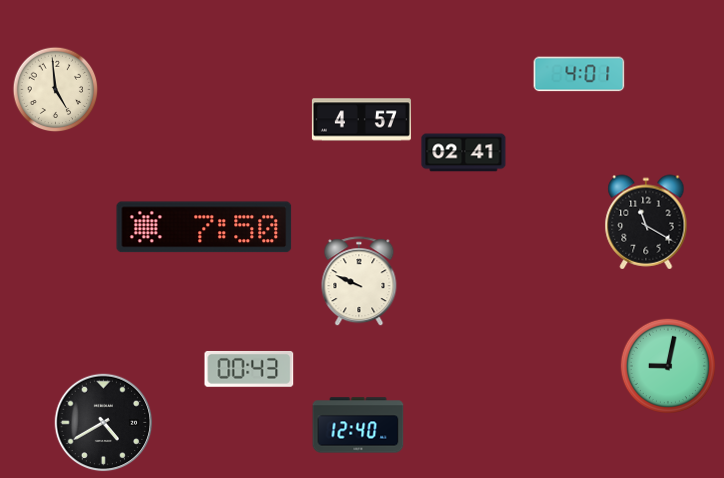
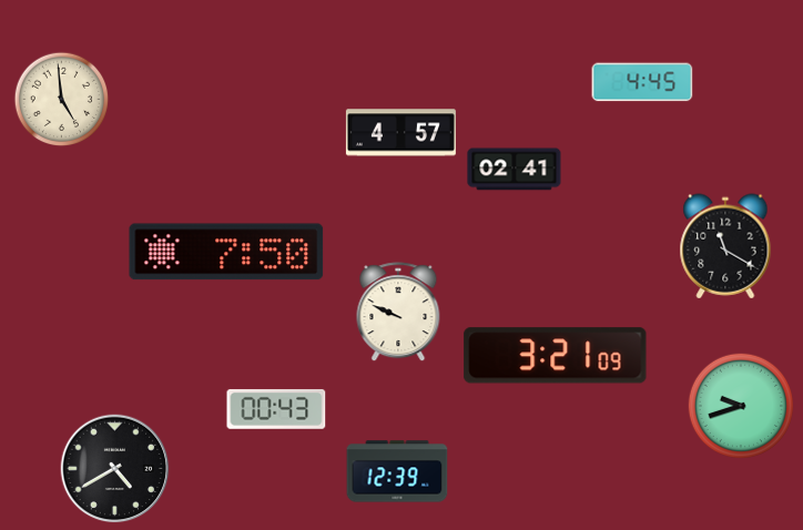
clock at (579, 74): 4:01 -> 4:45
clock at (646, 222) position: (646, 222) -> (725, 246)
clock at (556, 356): none -> 3:21
clock at (667, 365): 9:02 -> 9:42
clock at (358, 425): 12:40 -> 12:39
